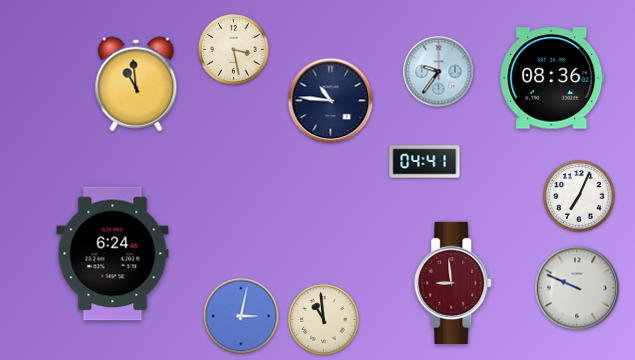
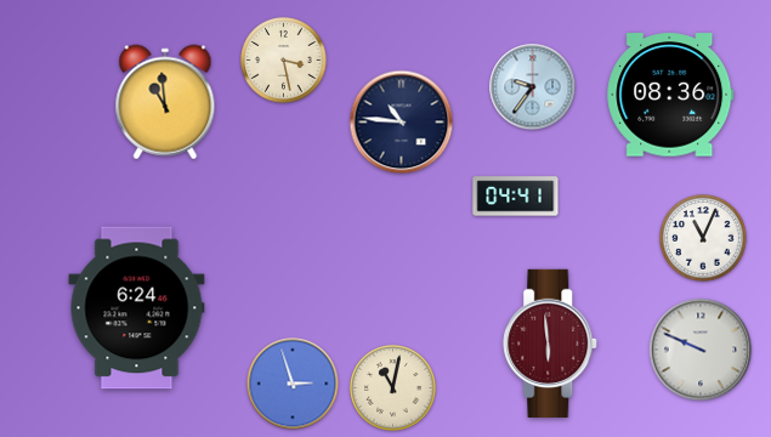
clock at (579, 196): 7:04 -> 11:04
clock at (454, 283): 8:59 -> 5:59
clock at (241, 316): 3:02 -> 2:57
clock at (324, 320): 10:59 -> 11:02
